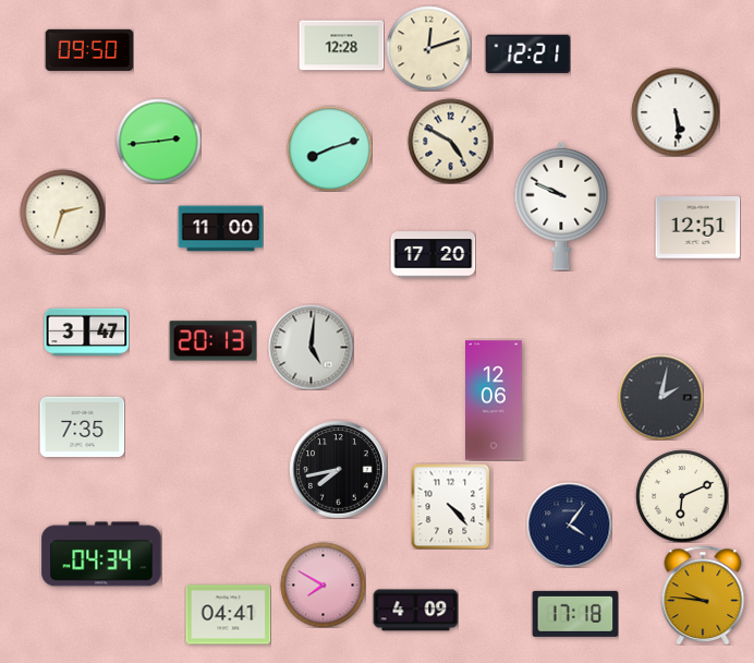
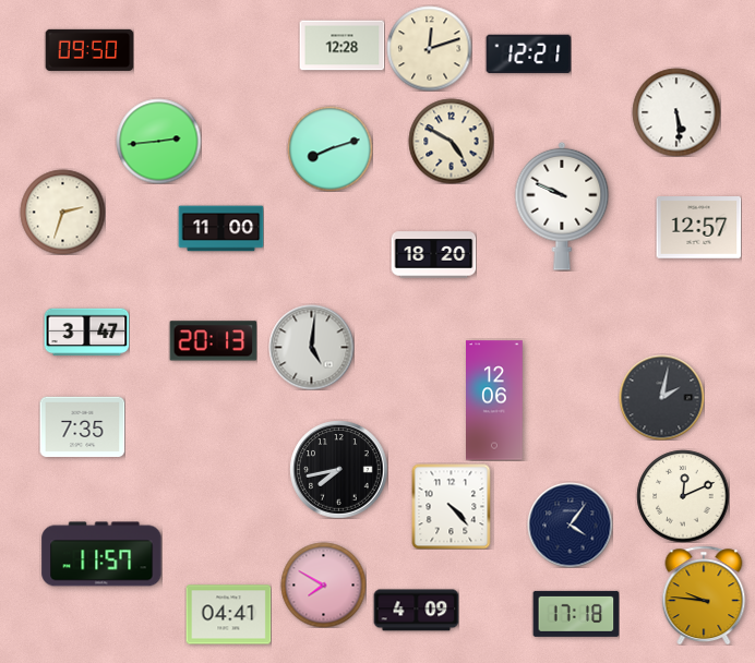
clock at (697, 228): 12:51 -> 12:57
clock at (433, 255): 17:20 -> 18:20
clock at (682, 496): 6:11 -> 12:11
clock at (101, 554): 04:34 -> 11:57
